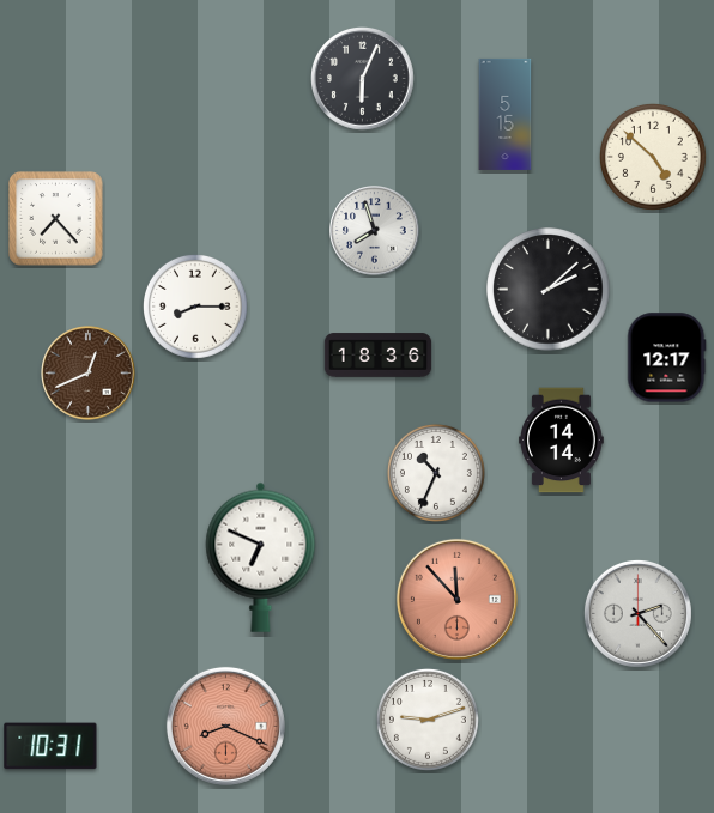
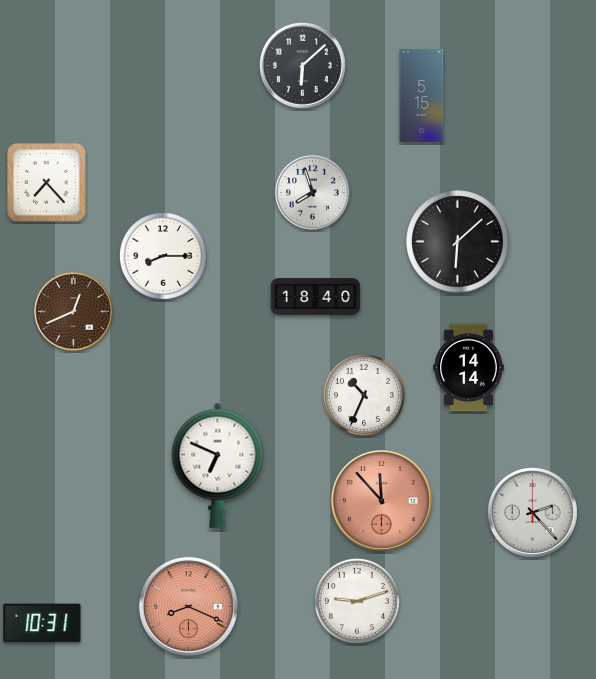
clock at (363, 79): 6:04 -> 6:08
clock at (653, 157): 4:52 -> none
clock at (549, 290): 2:08 -> 6:08
clock at (379, 356): 18:36 -> 18:40
clock at (667, 358): 12:17 -> none
